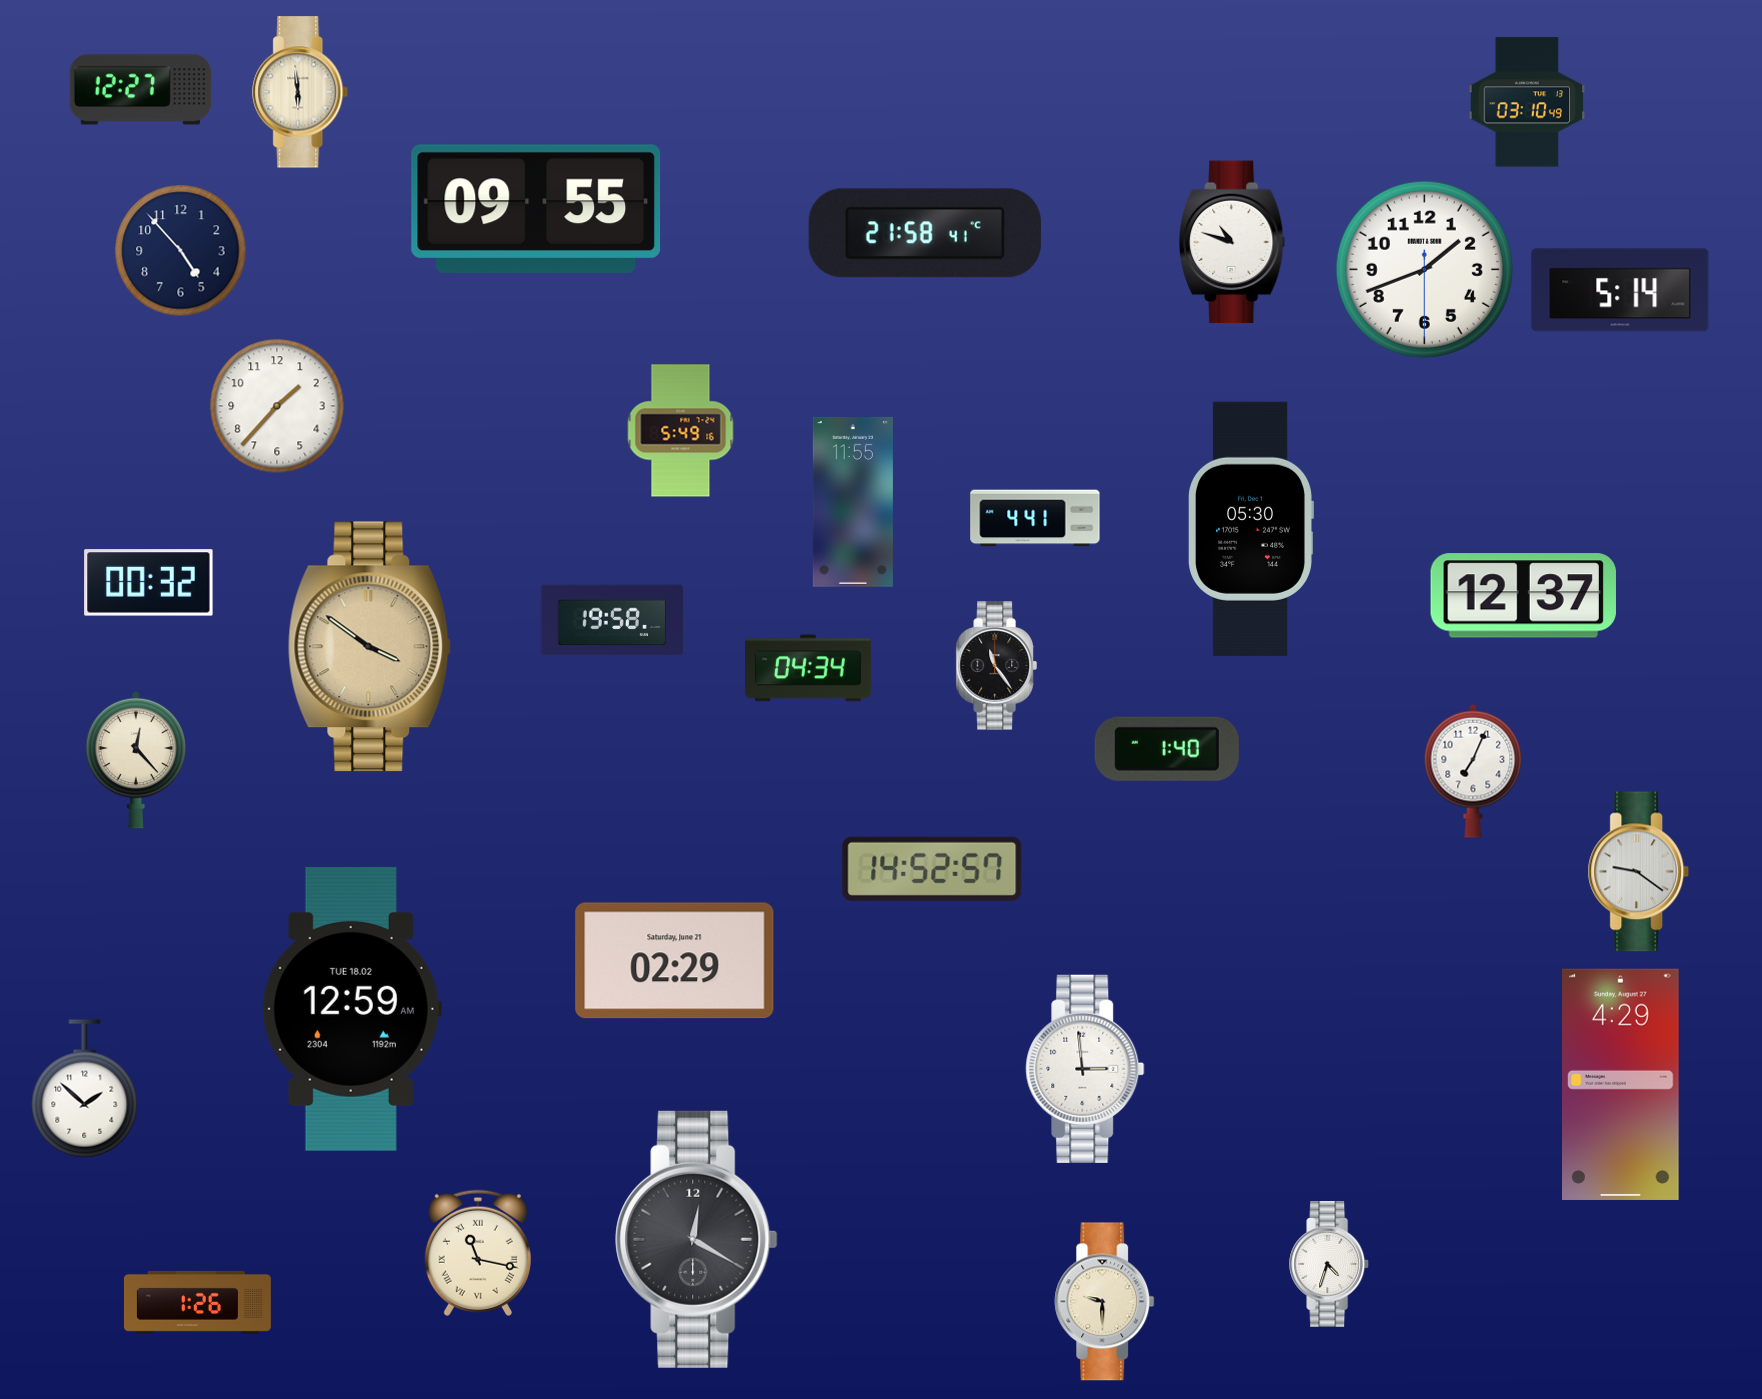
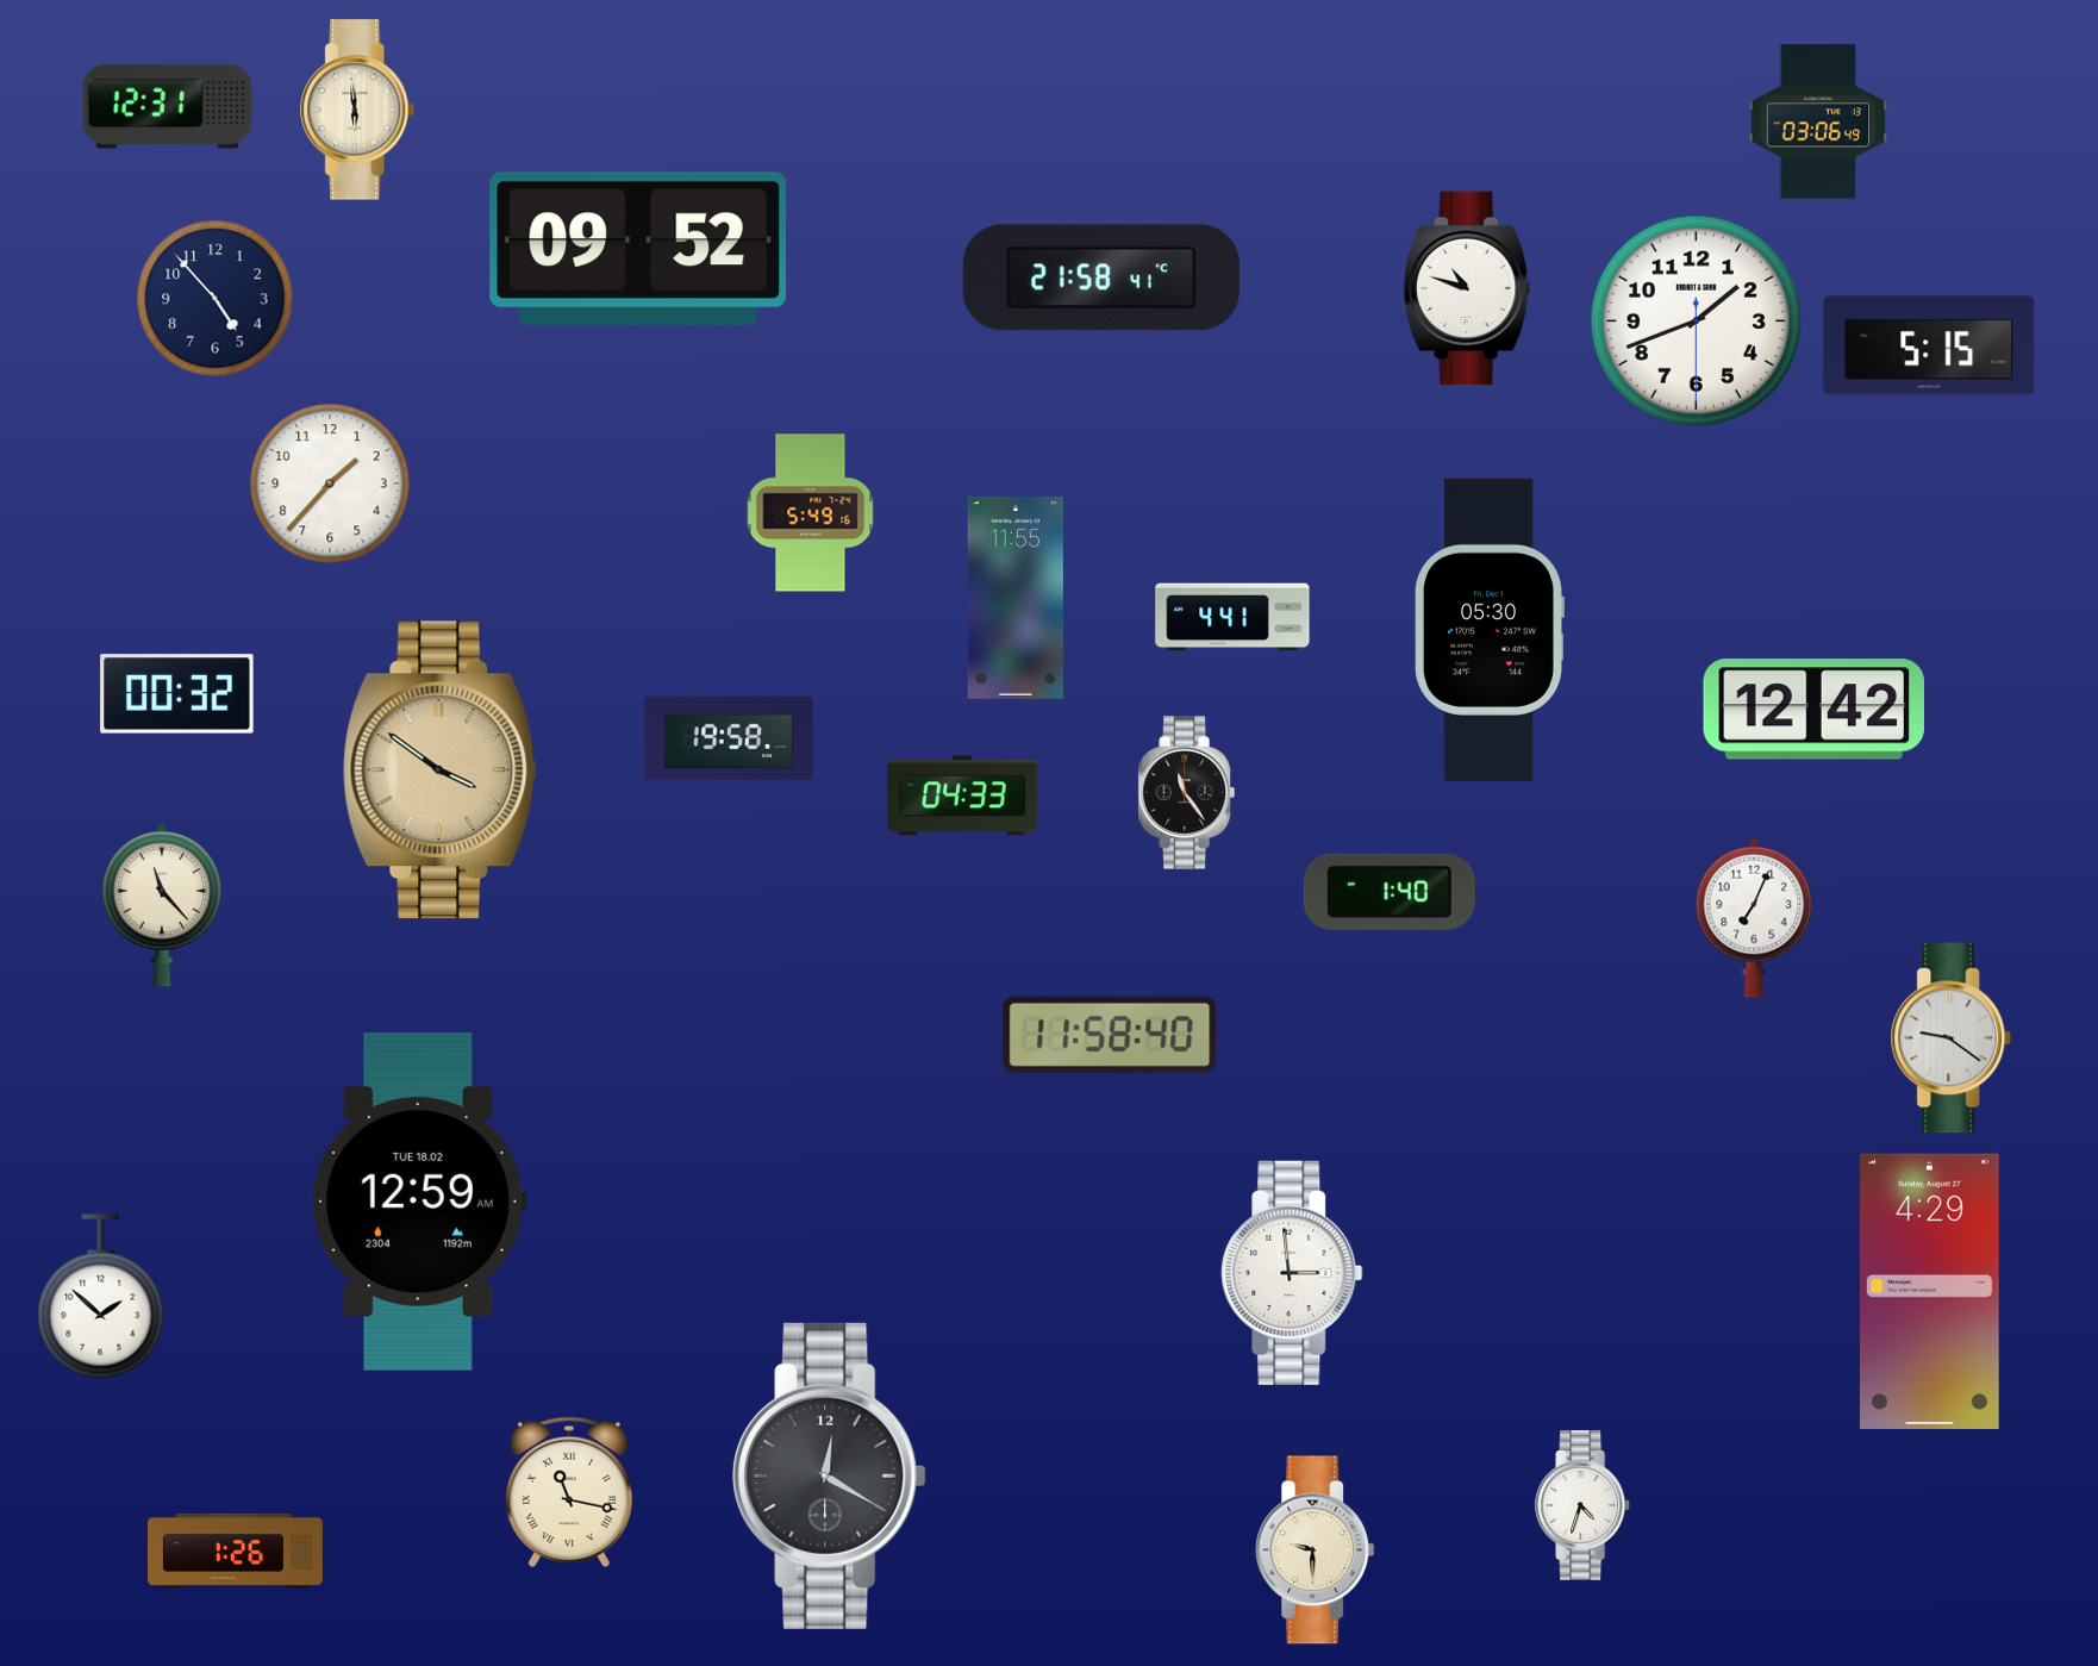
clock at (141, 90): 12:27 -> 12:31
clock at (1527, 102): 03:10 -> 03:06
clock at (536, 209): 09:55 -> 09:52
clock at (1620, 290): 5:14 -> 5:15
clock at (1523, 596): 12:37 -> 12:42
clock at (809, 668): 04:34 -> 04:33
clock at (135, 760): 12:23 -> 11:23
clock at (932, 869): 14:52 -> 11:58
clock at (675, 961): 02:29 -> none
